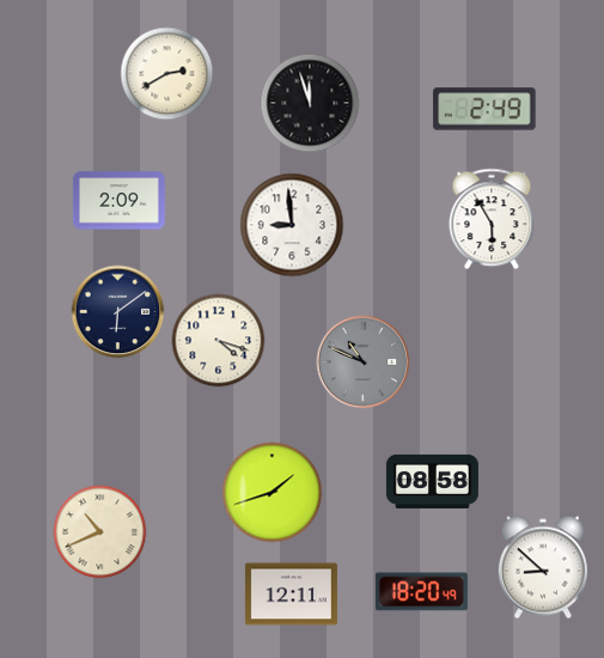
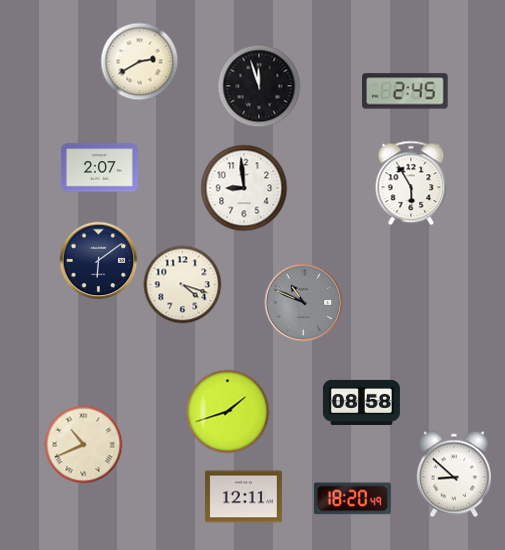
clock at (484, 109): 2:49 -> 2:45
clock at (118, 201): 2:09 -> 2:07
clock at (421, 592) position: (421, 592) -> (352, 499)
